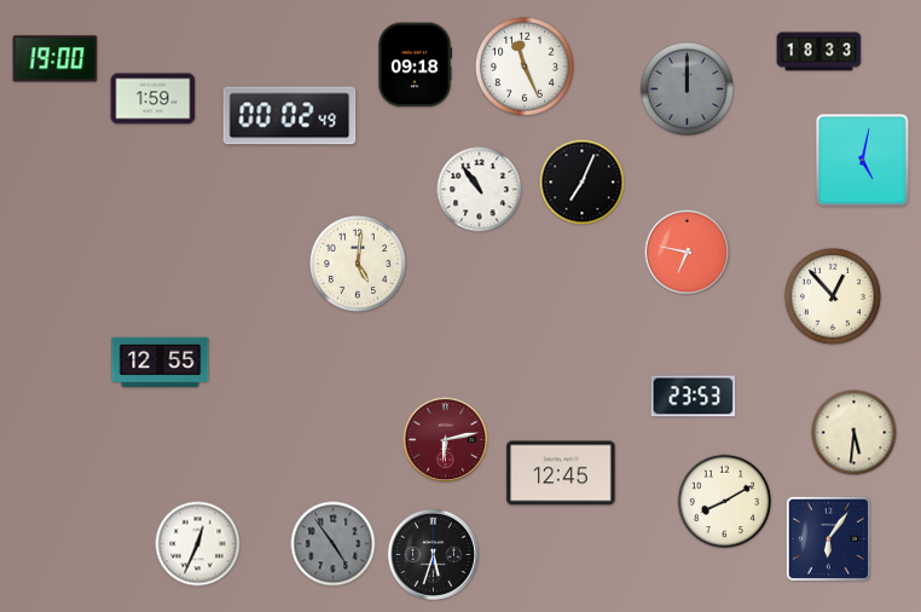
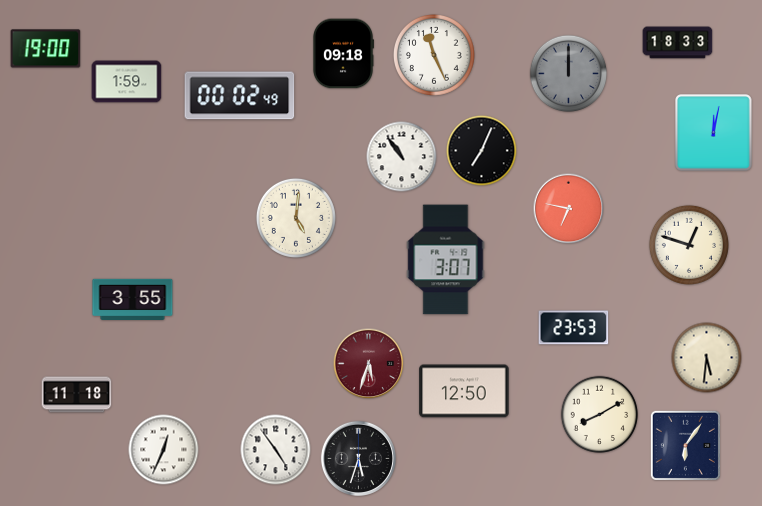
clock at (863, 161): 5:02 -> 12:02
clock at (480, 190) position: (480, 190) -> (402, 157)
clock at (833, 296): 12:53 -> 12:48
clock at (446, 260): none -> 3:07
clock at (161, 362): 12:55 -> 3:55
clock at (446, 440): 6:13 -> 5:33
clock at (561, 473): 12:45 -> 12:50
clock at (77, 395): none -> 11:18
clock at (334, 544) dial: grey -> white
